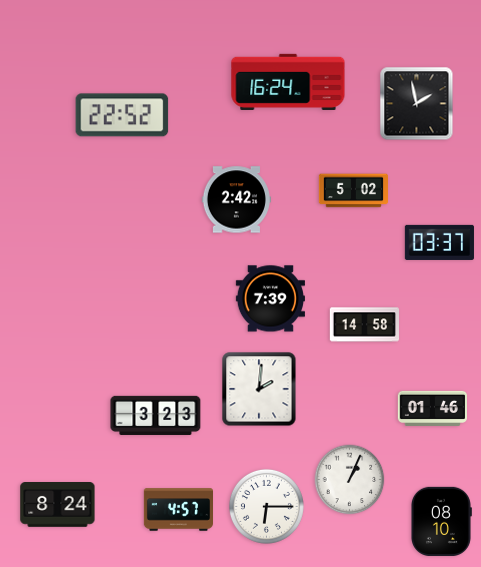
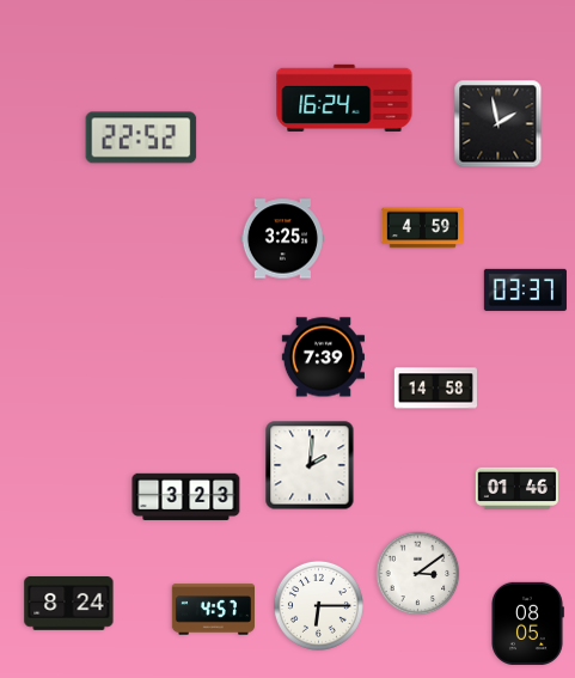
clock at (122, 115) position: (122, 115) -> (141, 138)
clock at (353, 191): 5:02 -> 4:59
clock at (236, 200): 2:42 -> 3:25
clock at (350, 480): 1:04 -> 3:09
clock at (442, 521): 08:10 -> 08:05
